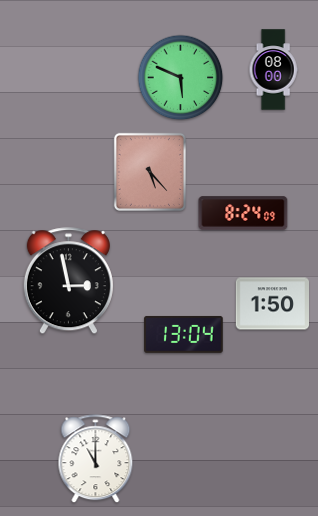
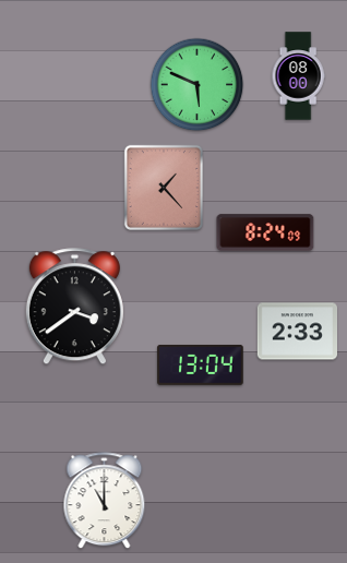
clock at (150, 172): 5:23 -> 1:23
clock at (68, 281): 2:58 -> 3:39
clock at (272, 304): 1:50 -> 2:33
